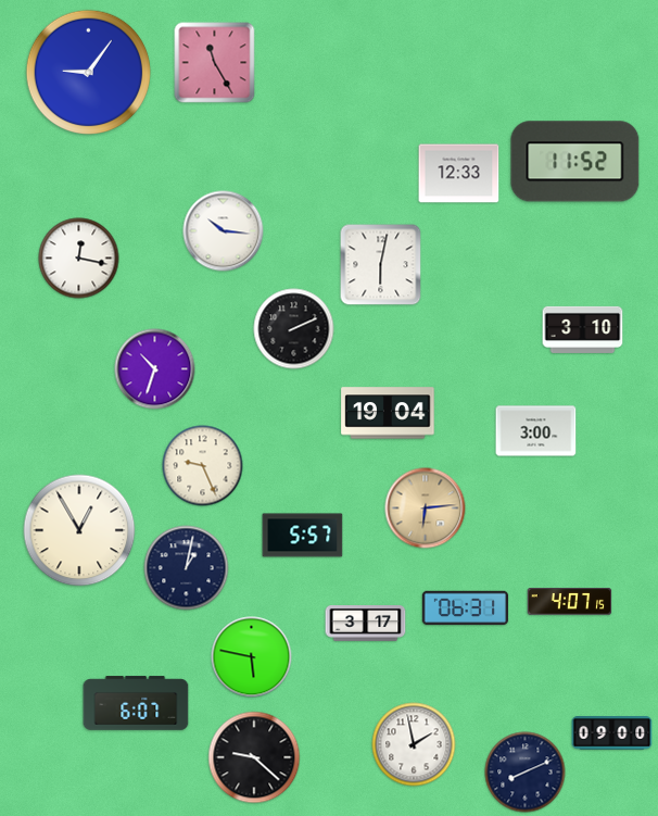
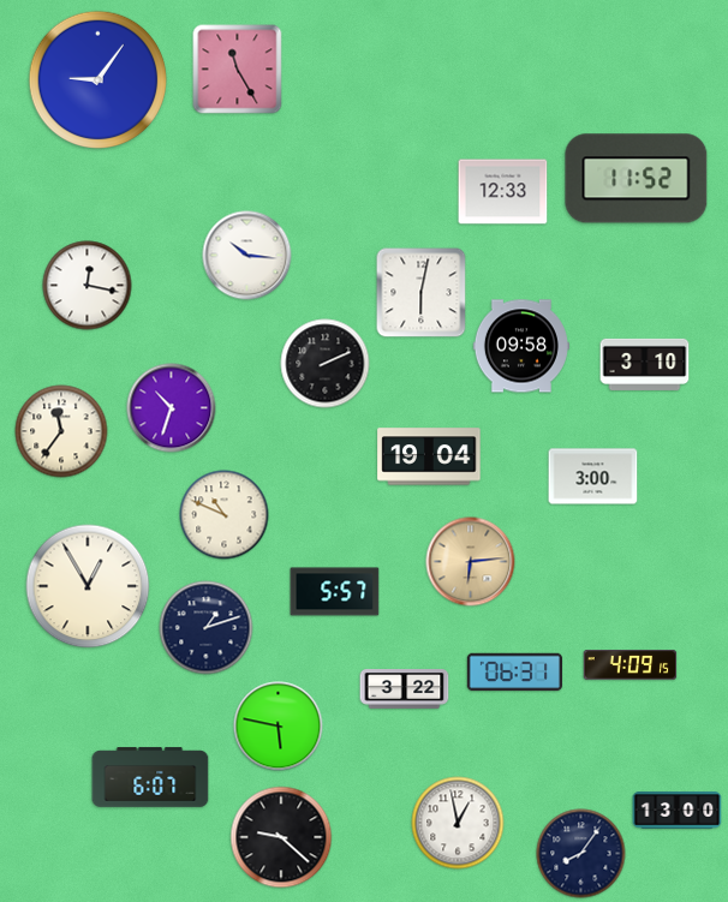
clock at (459, 174) position: (459, 174) -> (503, 192)
clock at (521, 346): none -> 09:58
clock at (61, 431): none -> 11:36
clock at (203, 466): 9:26 -> 10:49
clock at (187, 568): 1:02 -> 1:12
clock at (570, 602): 4:07 -> 4:09
clock at (366, 624): 3:17 -> 3:22
clock at (612, 733): 09:00 -> 13:00
clock at (414, 744): 1:58 -> 12:58
clock at (526, 773): 8:11 -> 8:06
